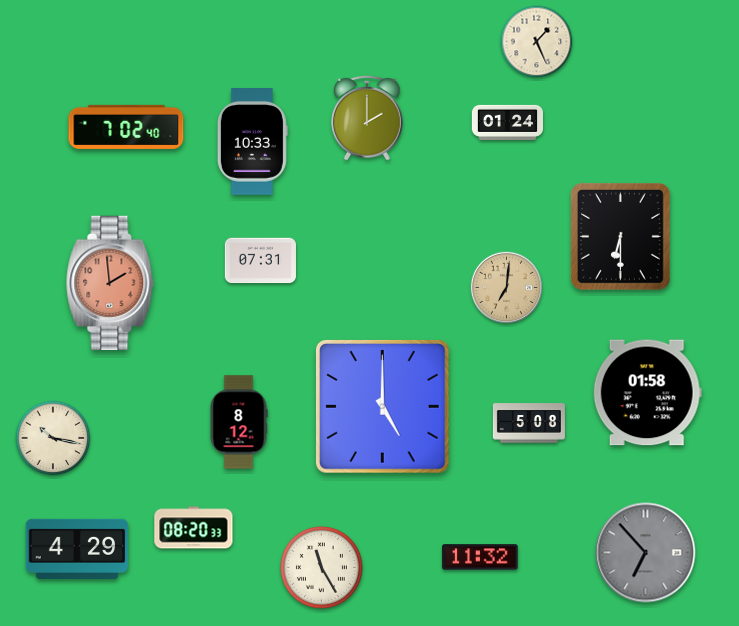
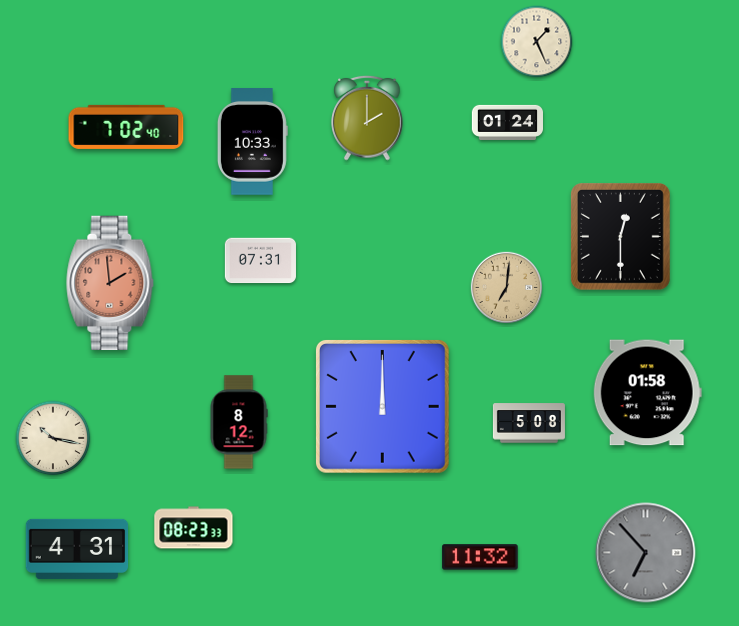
clock at (620, 237): 6:30 -> 12:30
clock at (382, 406): 5:00 -> 12:00
clock at (194, 528): 08:20 -> 08:23
clock at (77, 549): 4:29 -> 4:31
clock at (321, 567): 11:25 -> none
